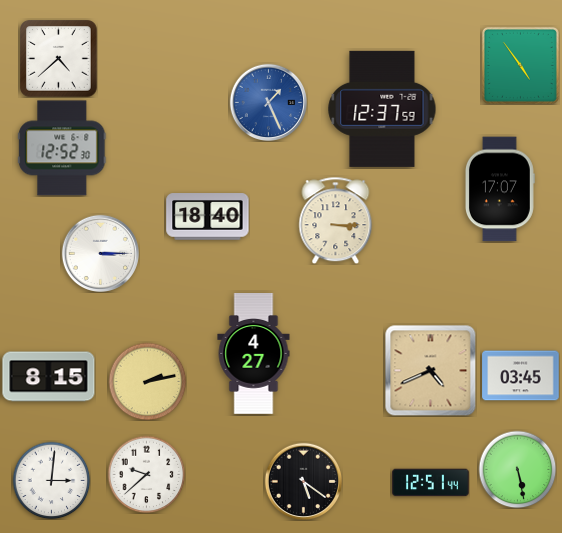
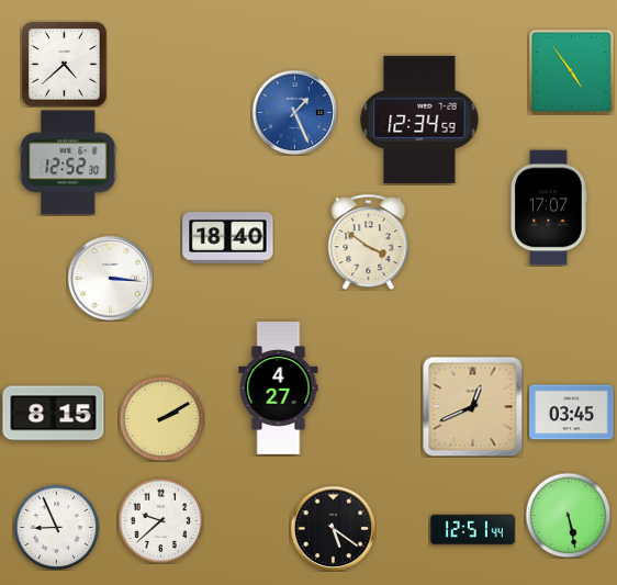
clock at (382, 109): 12:37 -> 12:34
clock at (336, 220): 3:15 -> 3:51
clock at (100, 253): 3:15 -> 3:16
clock at (430, 370): 4:41 -> 12:41
clock at (147, 381): 2:13 -> 2:10
clock at (51, 480): 3:01 -> 8:56
